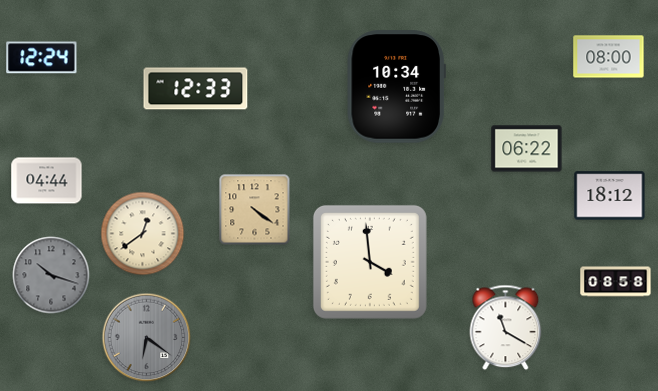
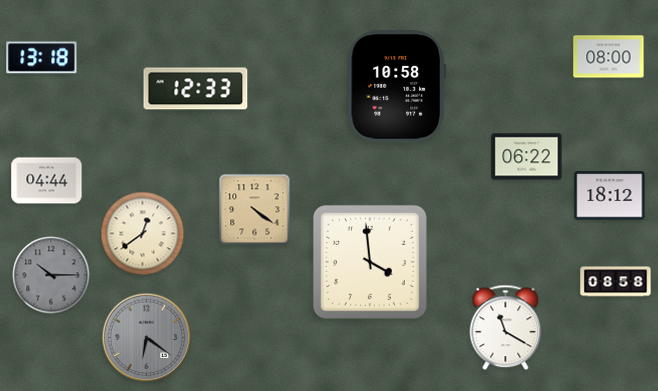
clock at (42, 58): 12:24 -> 13:18
clock at (396, 87): 10:34 -> 10:58
clock at (527, 149) position: (527, 149) -> (527, 157)
clock at (51, 275): 10:18 -> 10:15
